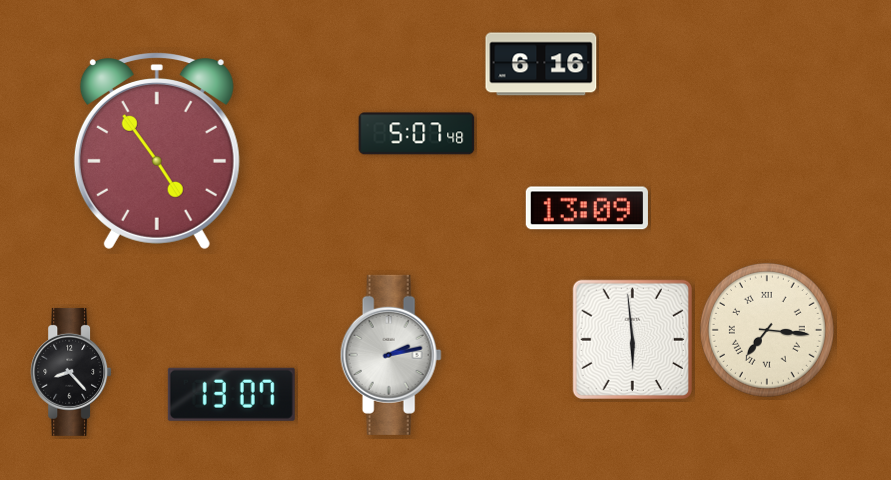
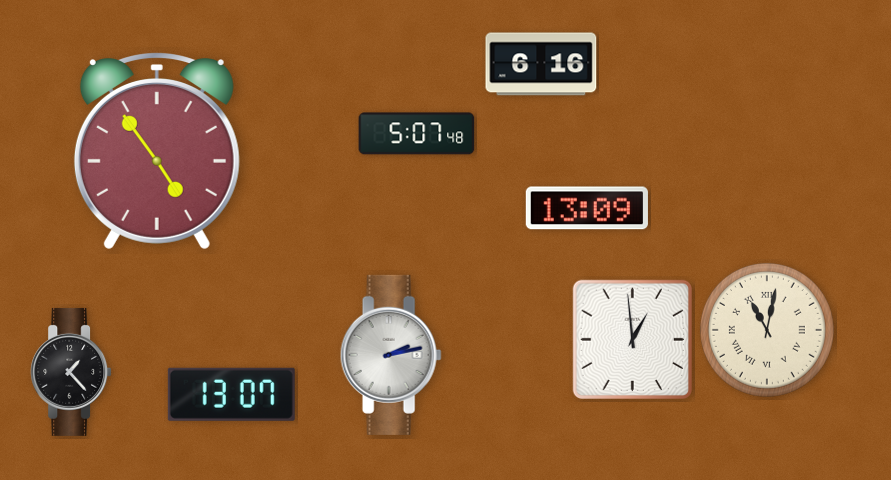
clock at (767, 330): 7:16 -> 11:02
clock at (632, 339): 5:59 -> 12:59
clock at (71, 372): 8:23 -> 1:23
